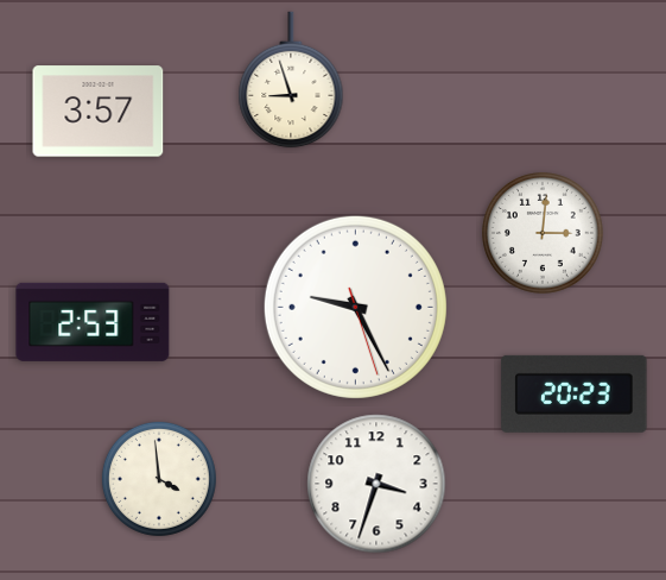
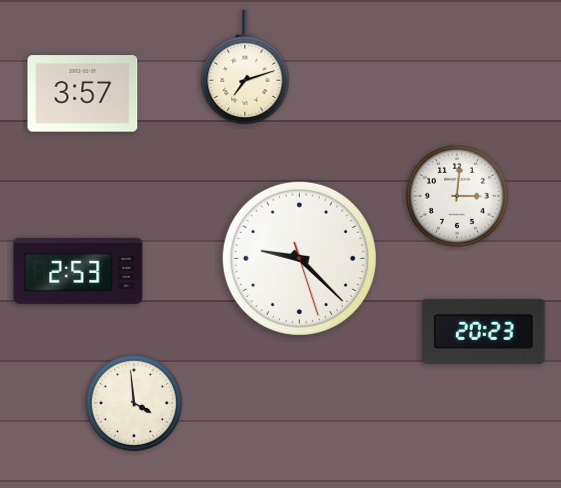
clock at (291, 80): 8:57 -> 7:12
clock at (355, 307): 9:25 -> 9:22
clock at (376, 484): 3:33 -> none
